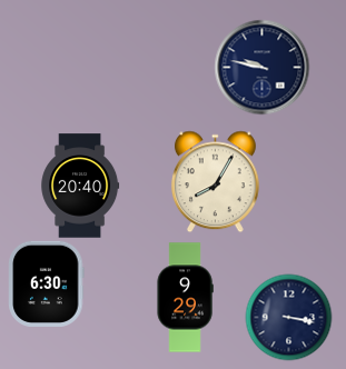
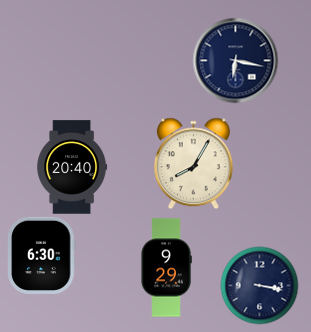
clock at (261, 67): 9:47 -> 6:17
